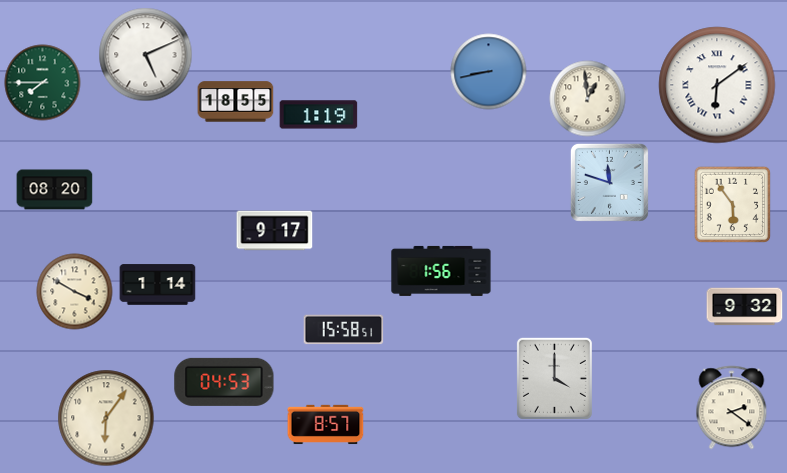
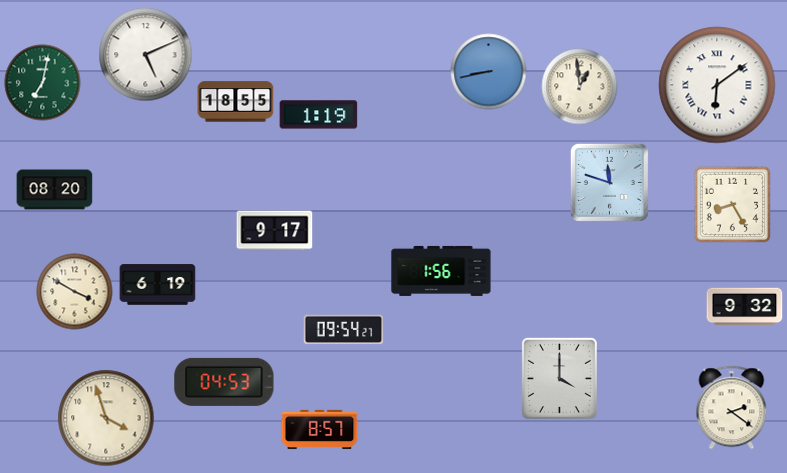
clock at (43, 83): 7:45 -> 7:02
clock at (588, 99) position: (588, 99) -> (580, 87)
clock at (732, 204): 5:54 -> 8:25
clock at (158, 285): 1:14 -> 6:19
clock at (344, 330): 15:58 -> 09:54
clock at (554, 378) position: (554, 378) -> (559, 378)
clock at (106, 418): 6:06 -> 3:57
clock at (326, 425) position: (326, 425) -> (320, 430)
